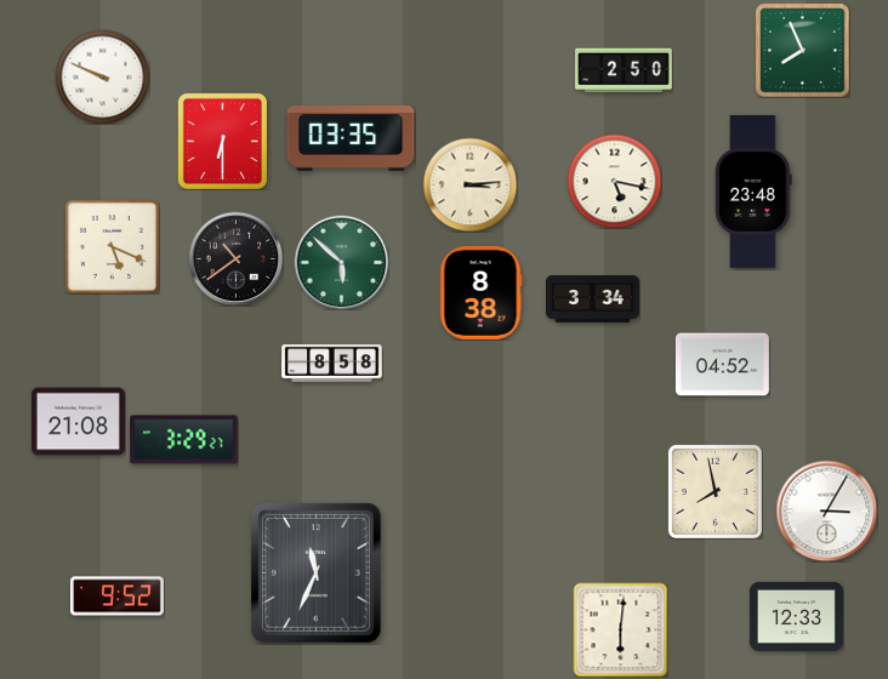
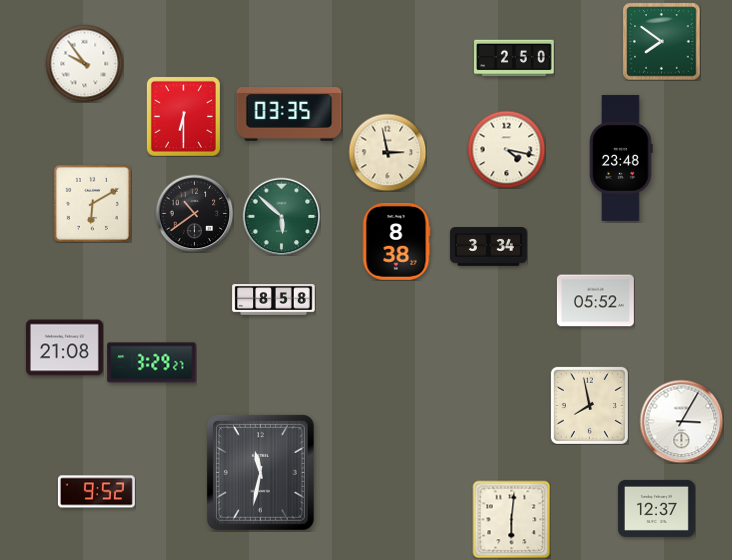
clock at (802, 50): 7:56 -> 7:51
clock at (102, 76): 9:49 -> 9:54
clock at (614, 181): 5:17 -> 4:17
clock at (469, 184): 3:14 -> 2:58
clock at (112, 246): 5:19 -> 6:10
clock at (722, 365): 04:52 -> 05:52
clock at (315, 572): 11:34 -> 11:32
clock at (796, 616): 12:33 -> 12:37
